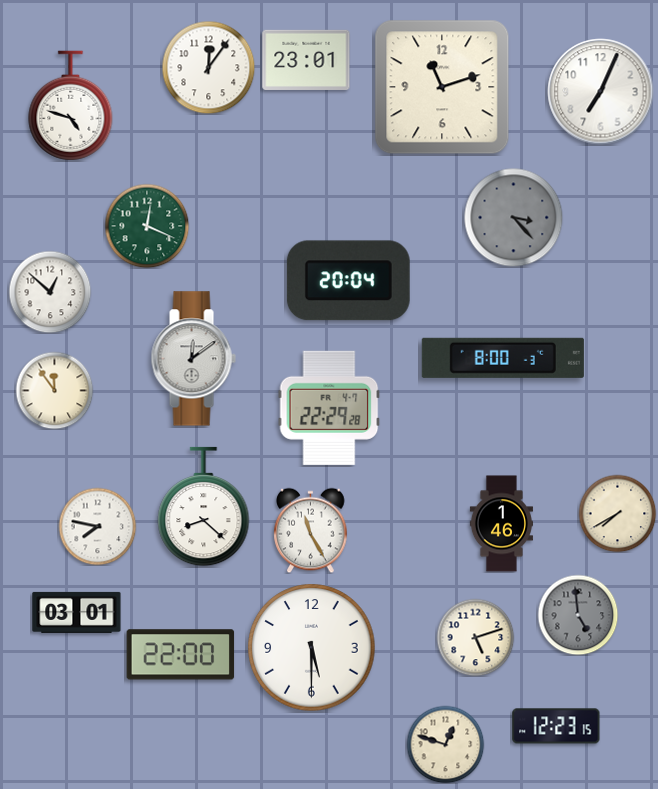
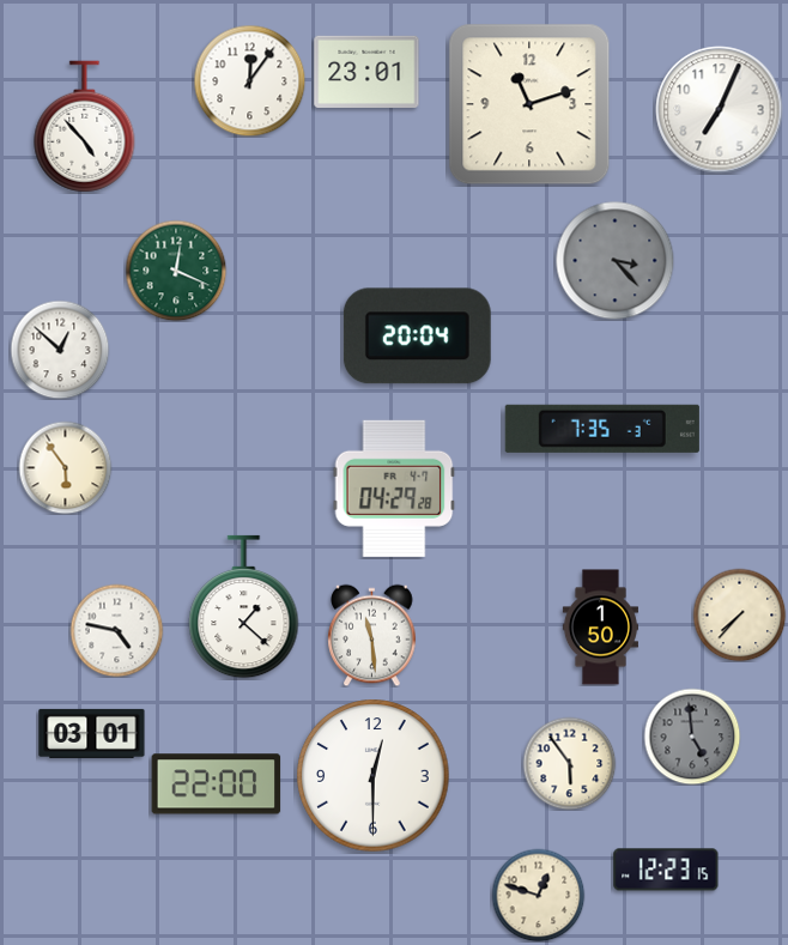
clock at (71, 106): 4:48 -> 4:53
clock at (503, 358): 8:00 -> 7:35
clock at (193, 359): 12:09 -> none
clock at (54, 390): 11:54 -> 5:54
clock at (329, 408): 22:29 -> 04:29
clock at (204, 507): 8:22 -> 1:22
clock at (617, 513): 7:40 -> 7:37
clock at (501, 524): 1:46 -> 1:50
clock at (97, 526): 7:47 -> 4:47
clock at (311, 530): 11:25 -> 11:29
clock at (475, 637): 5:12 -> 5:54
clock at (312, 648): 5:30 -> 12:30
clock at (445, 744) position: (445, 744) -> (538, 895)
